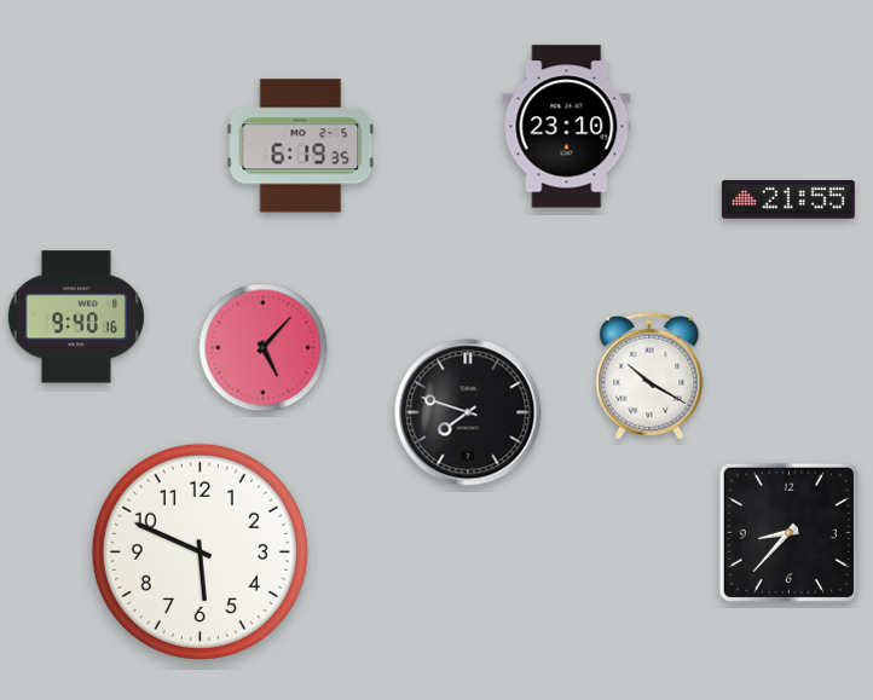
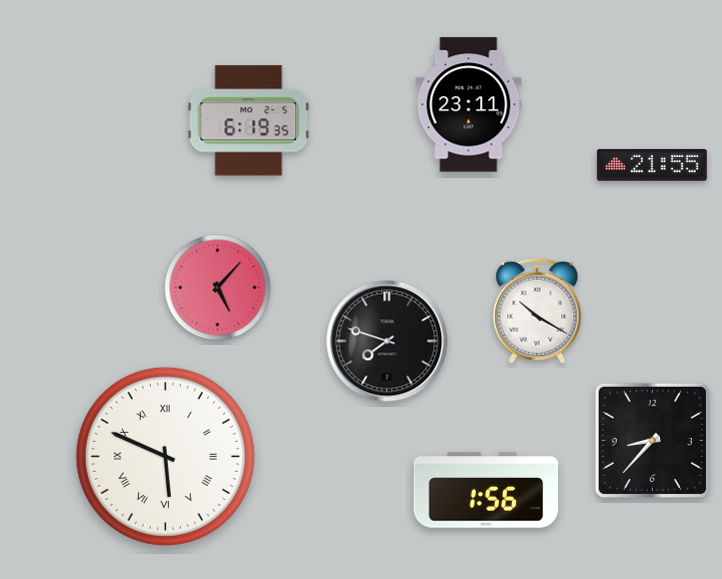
clock at (567, 127): 23:10 -> 23:11
clock at (76, 317): 9:40 -> none
clock at (200, 551) numerals: Arabic -> Roman
clock at (486, 490): none -> 1:56
